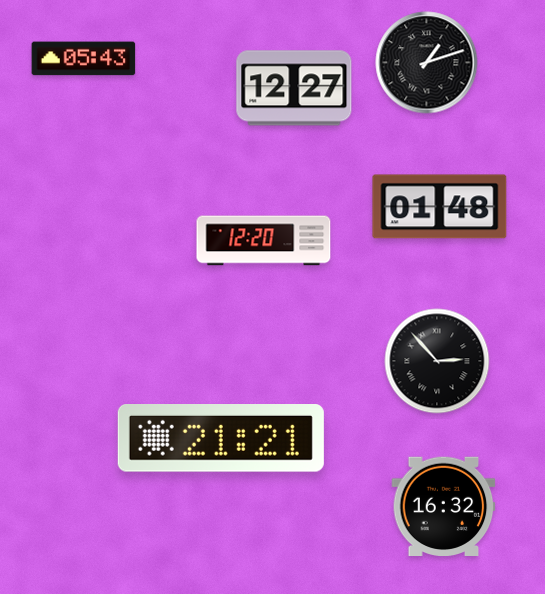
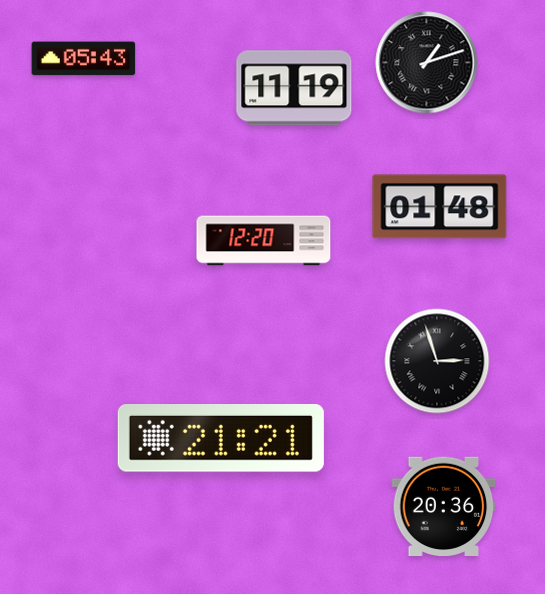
clock at (294, 88): 12:27 -> 11:19
clock at (437, 361): 2:53 -> 2:57
clock at (444, 506): 16:32 -> 20:36
